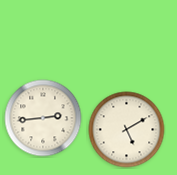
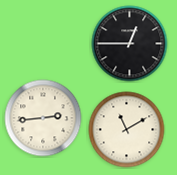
clock at (130, 44): none -> 12:45
clock at (127, 130): 5:10 -> 11:10
